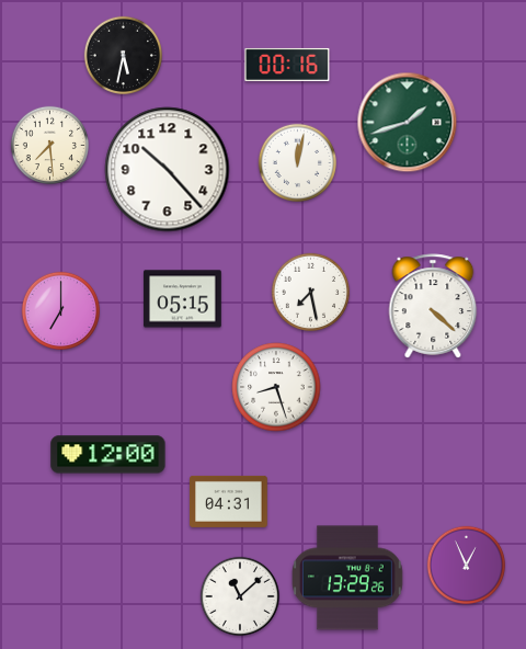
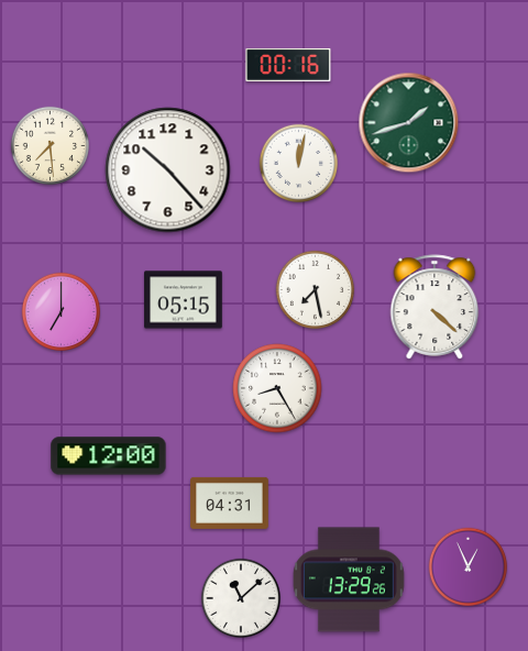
clock at (123, 55): 5:32 -> none
clock at (310, 292) position: (310, 292) -> (315, 289)
clock at (276, 387): 8:27 -> 8:25
